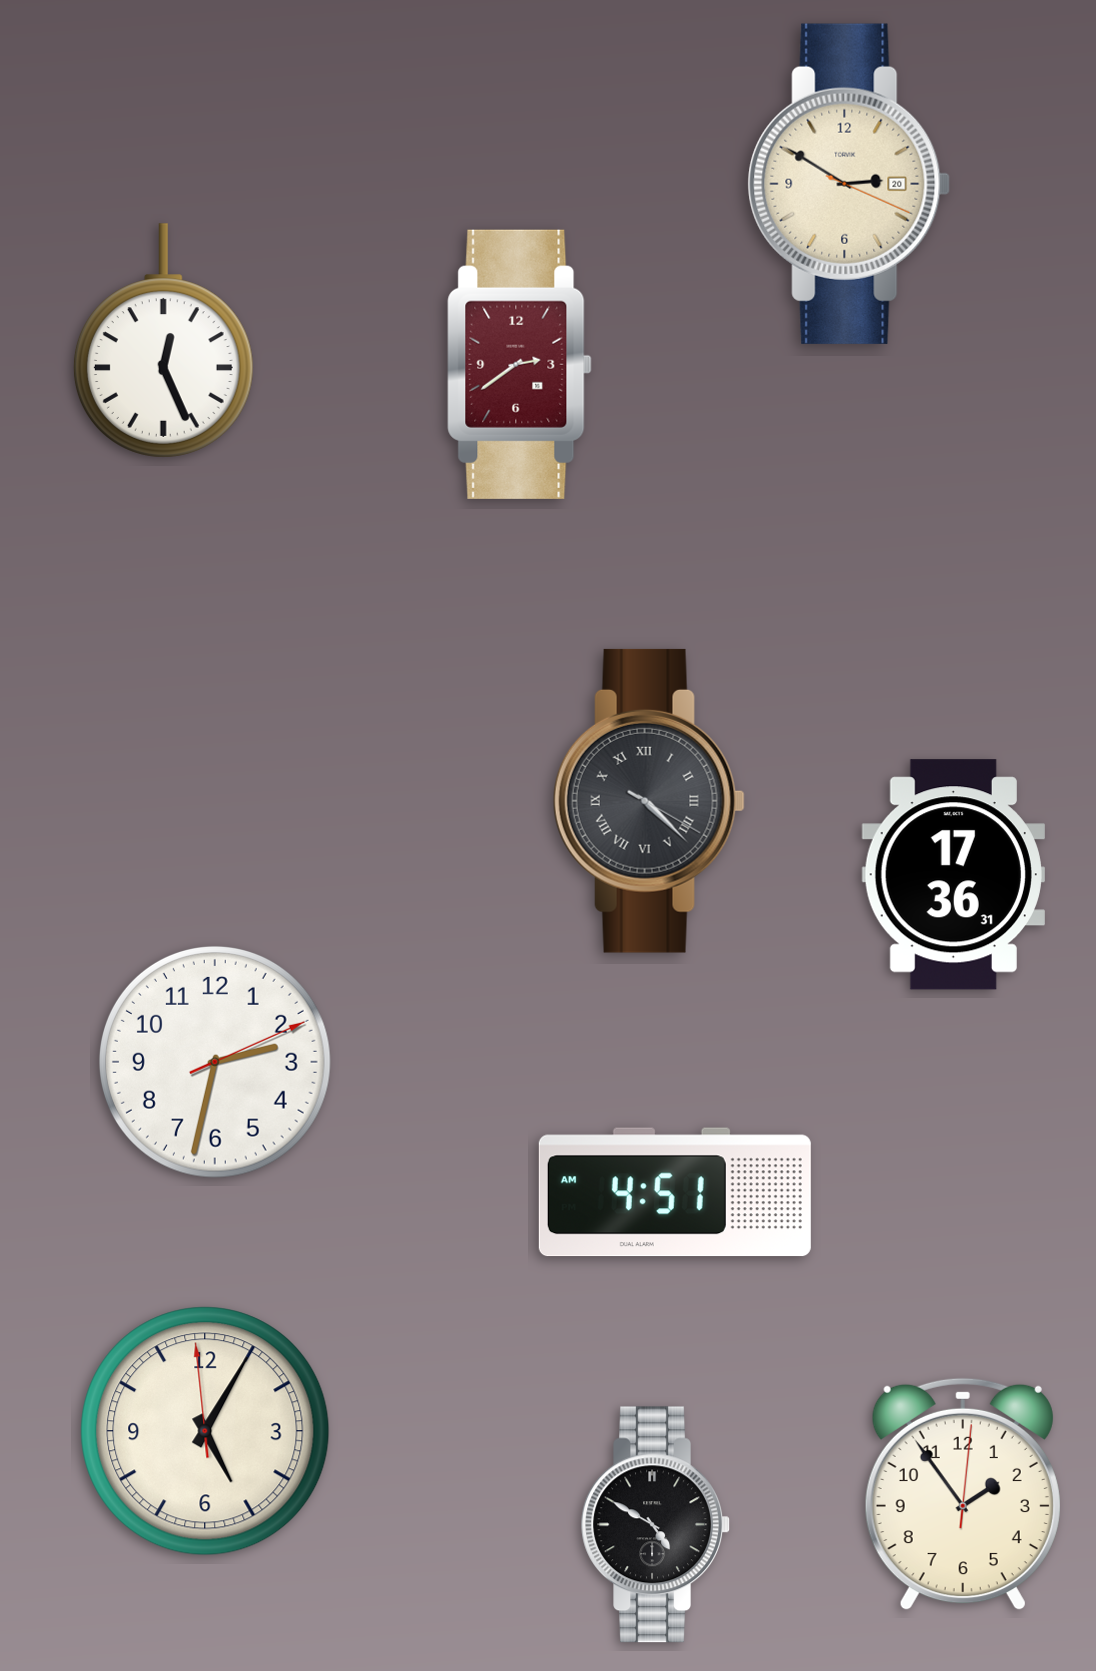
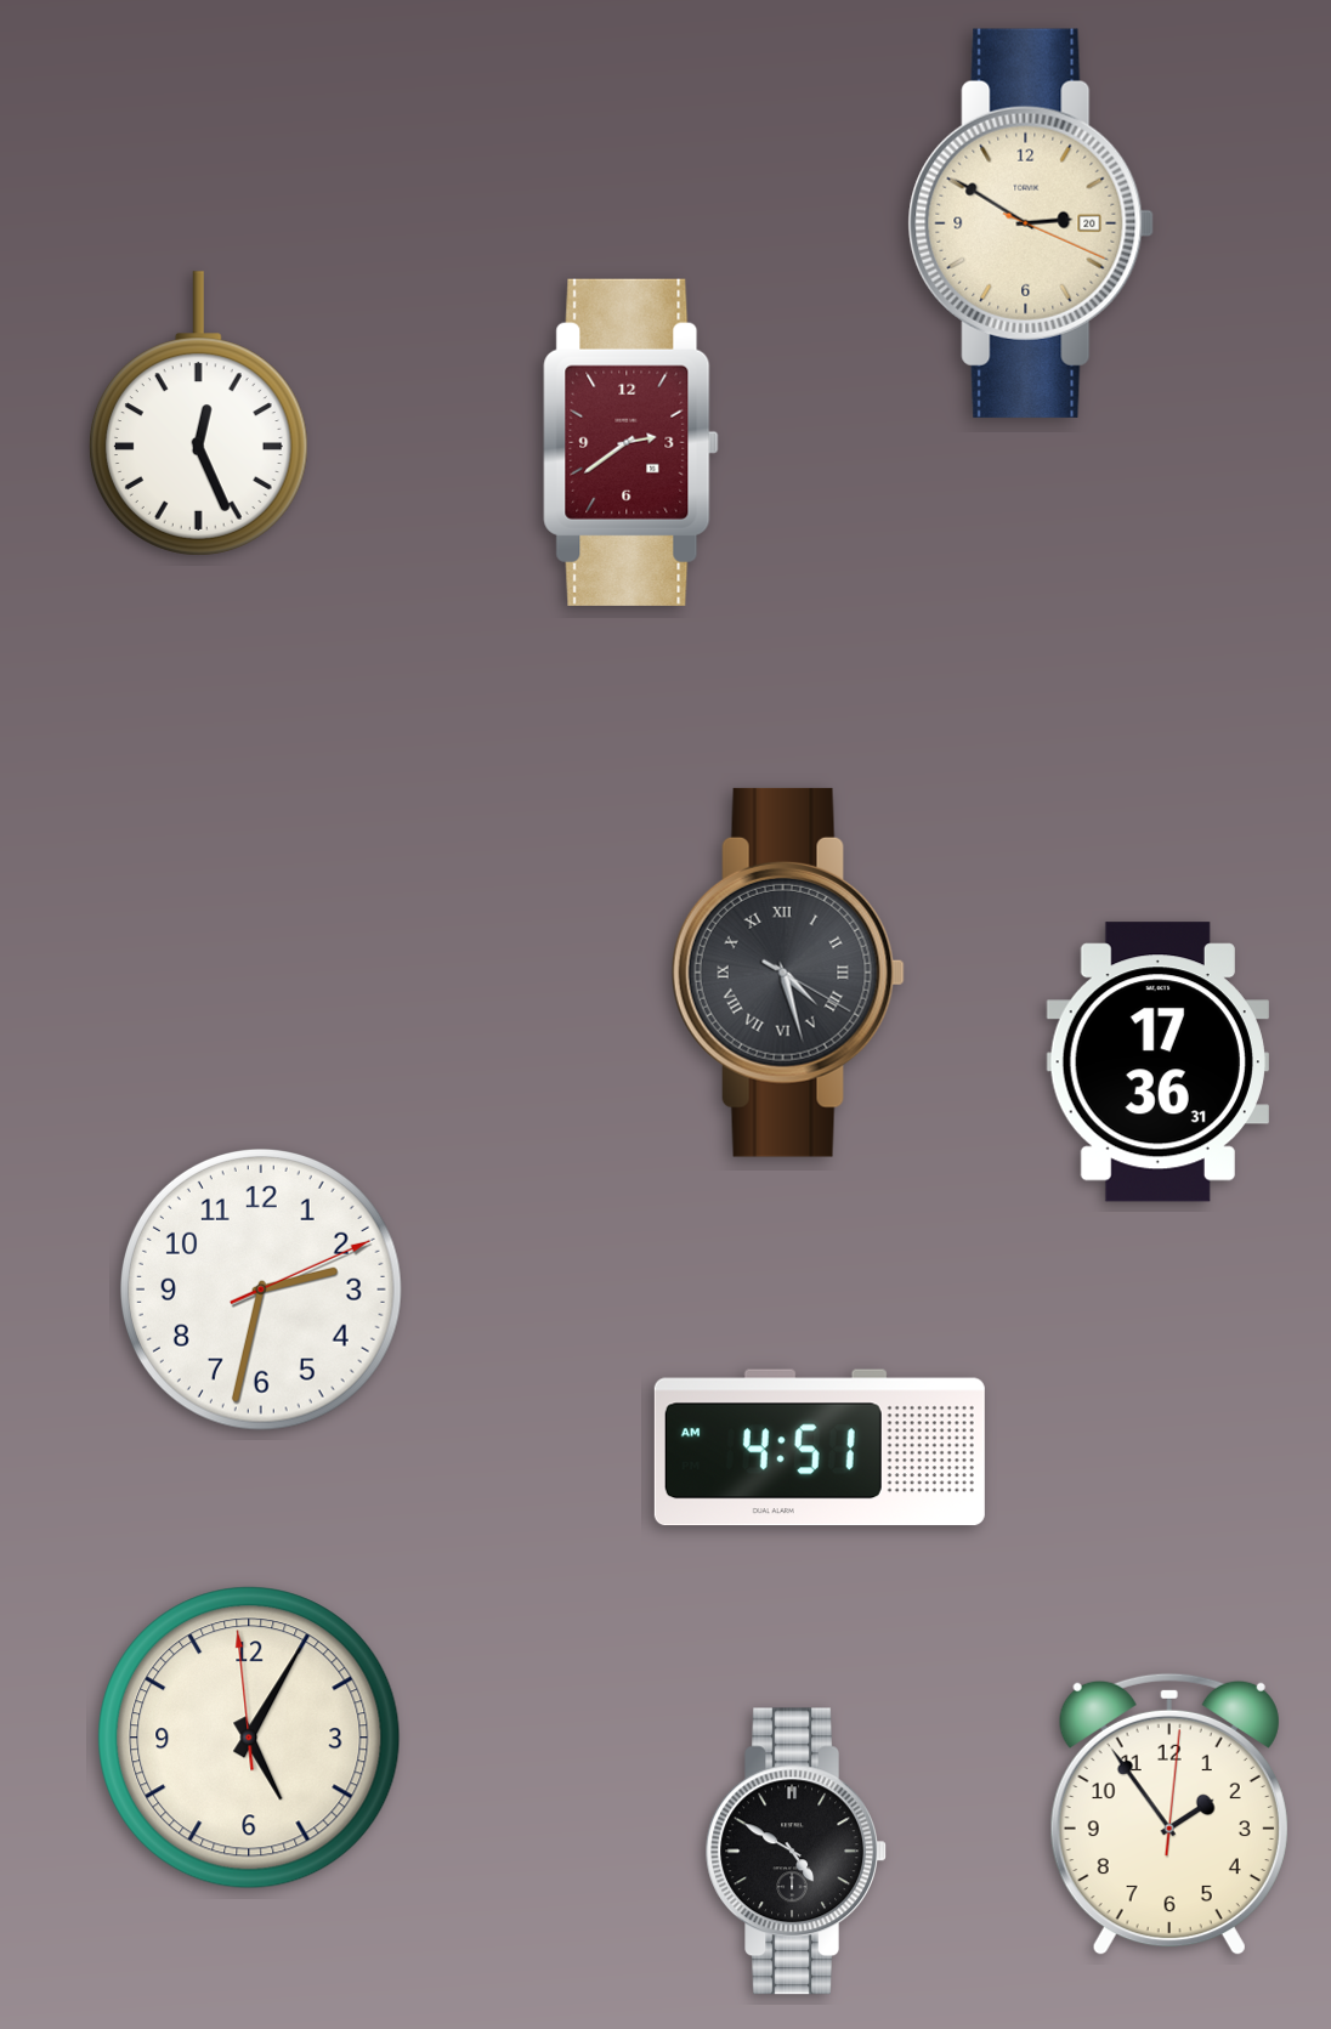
clock at (649, 801): 4:22 -> 4:27
